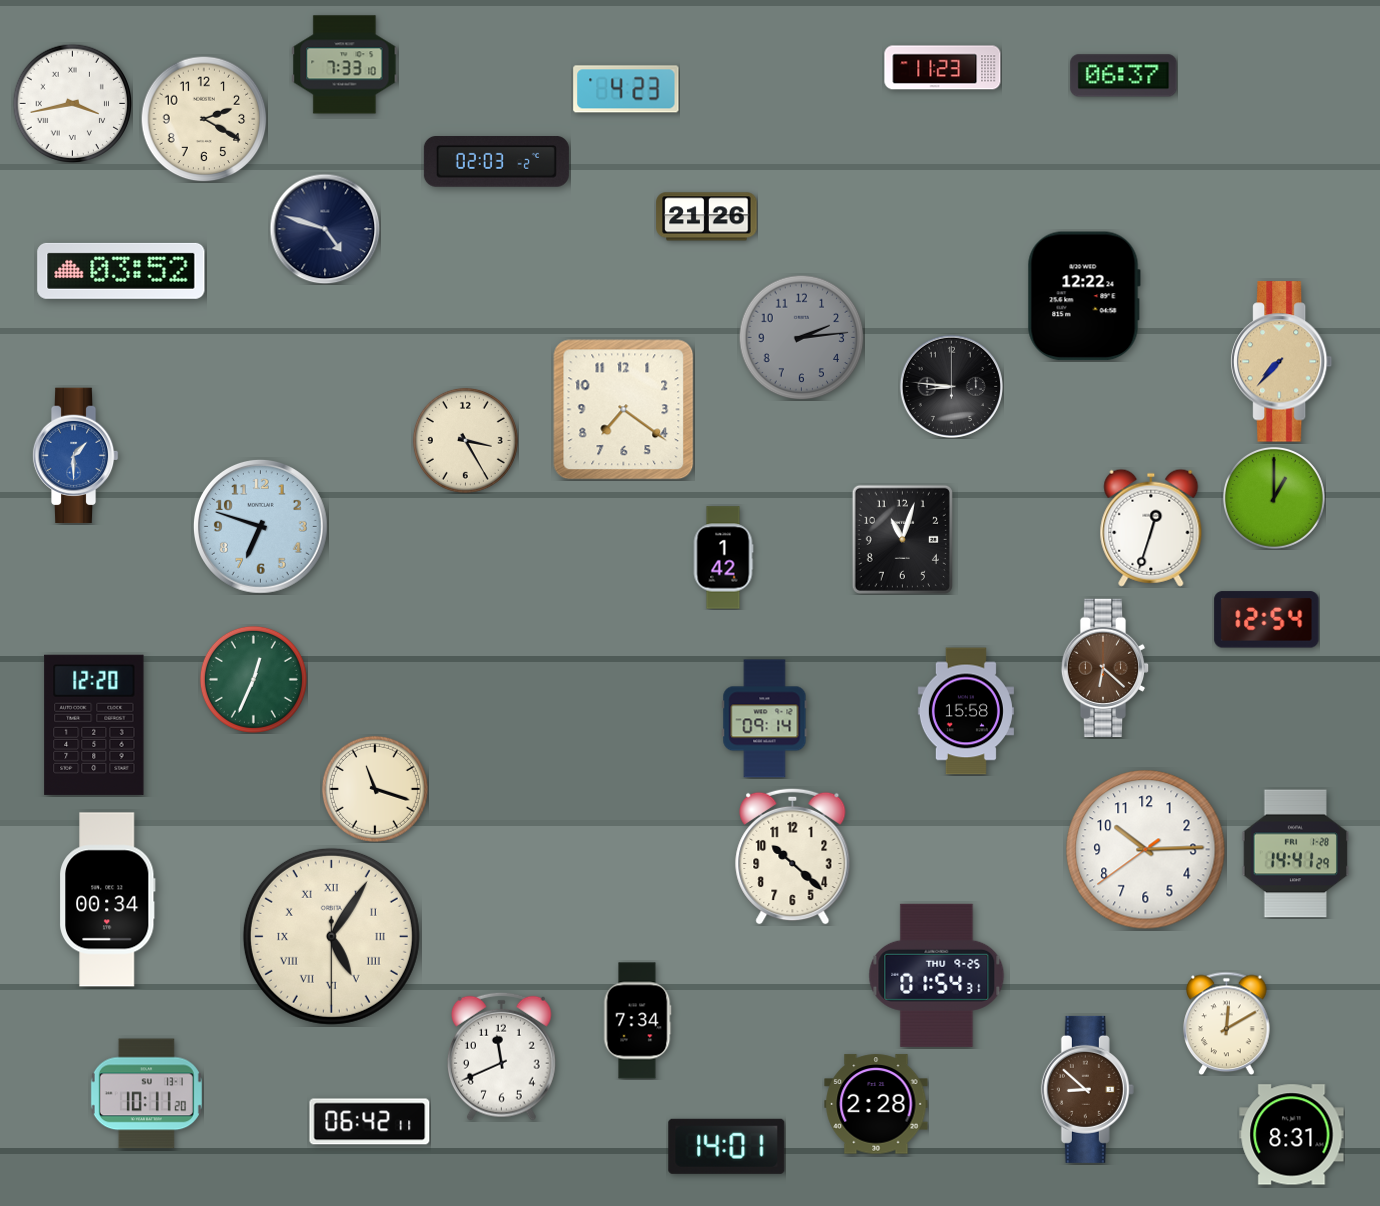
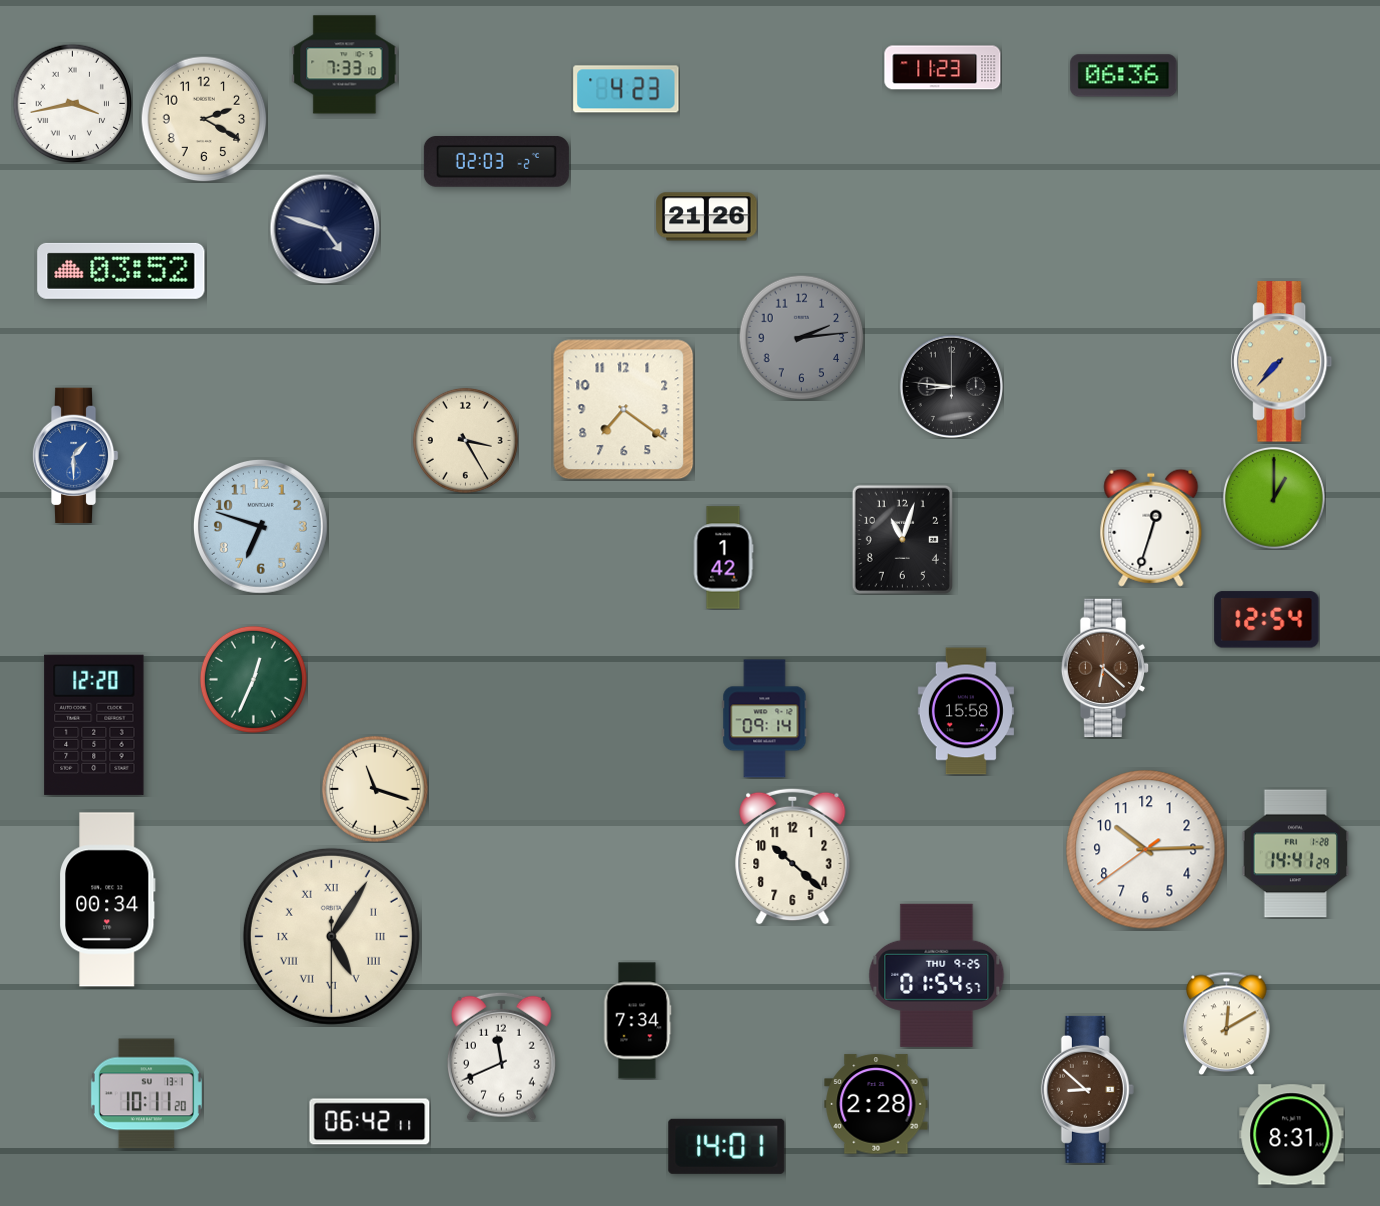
clock at (1124, 76): 06:37 -> 06:36
clock at (1084, 296): 12:22 -> none
clock at (937, 975): 01:54:31 -> 01:54:57
